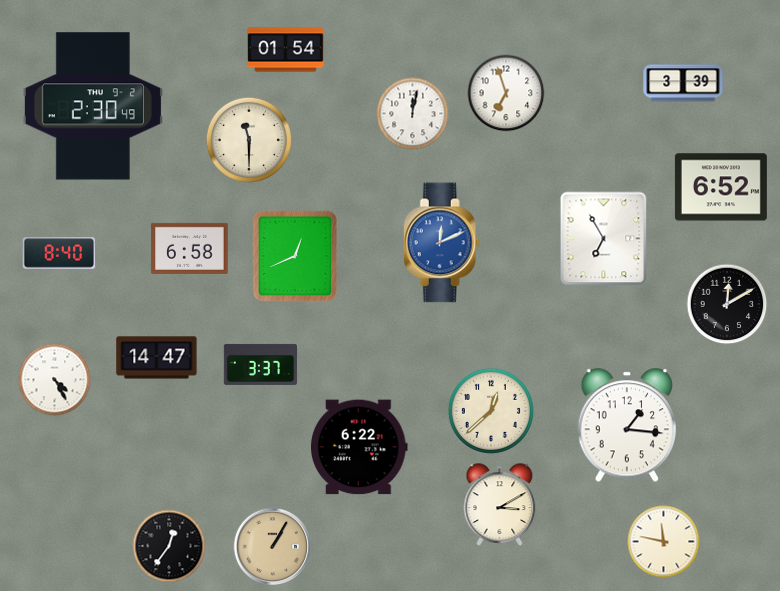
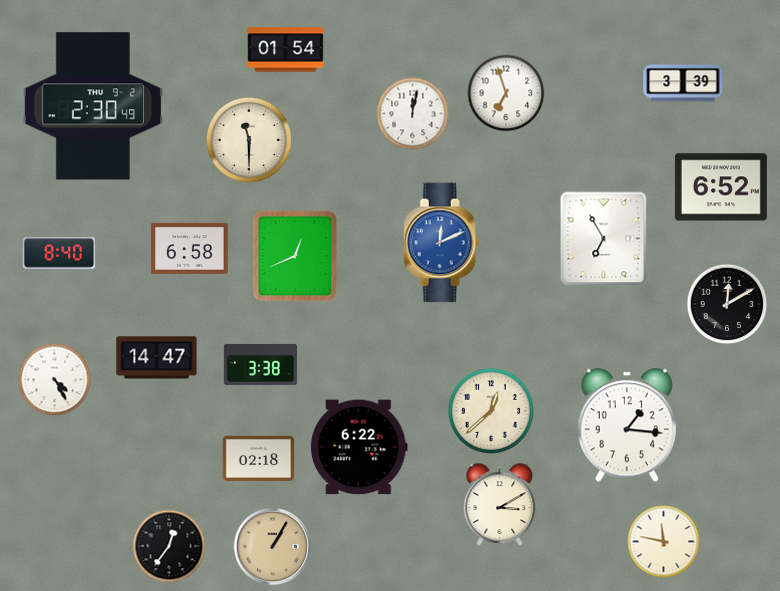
clock at (261, 364): 3:37 -> 3:38
clock at (259, 459): none -> 02:18
